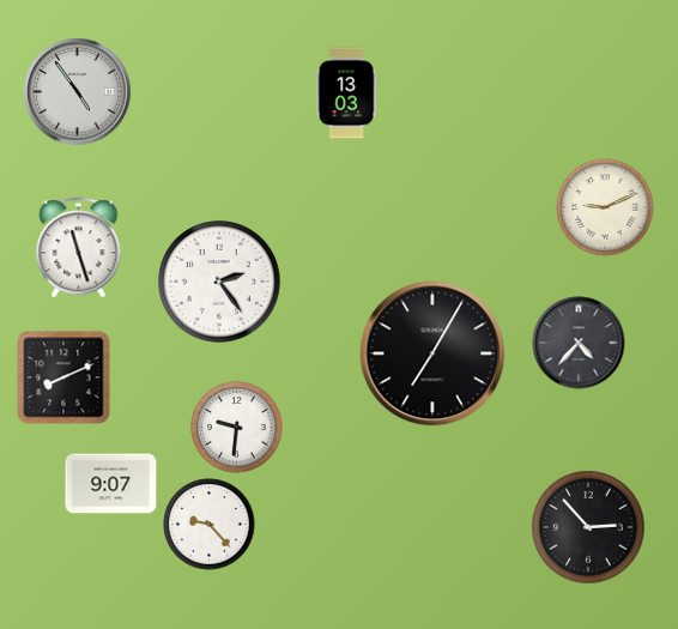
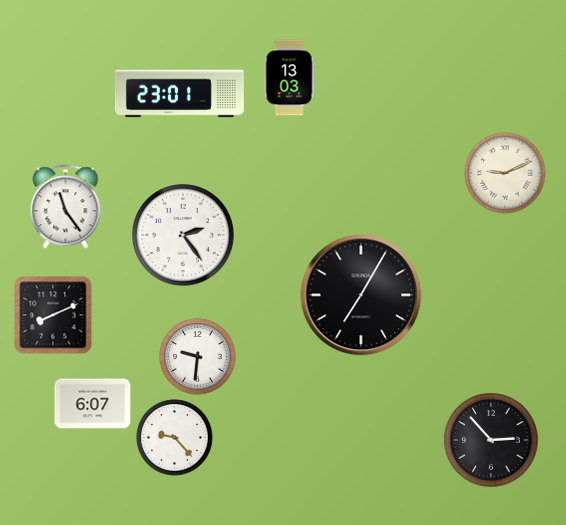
clock at (78, 92): 4:54 -> none
clock at (179, 94): none -> 23:01
clock at (79, 248): 11:27 -> 11:24
clock at (579, 343): 4:37 -> none
clock at (111, 484): 9:07 -> 6:07
